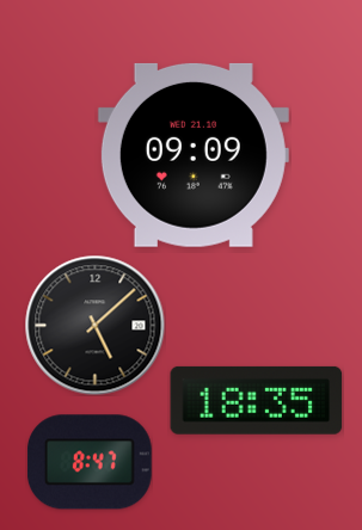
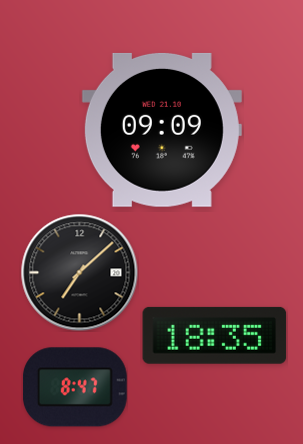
clock at (94, 325): 5:08 -> 7:08
